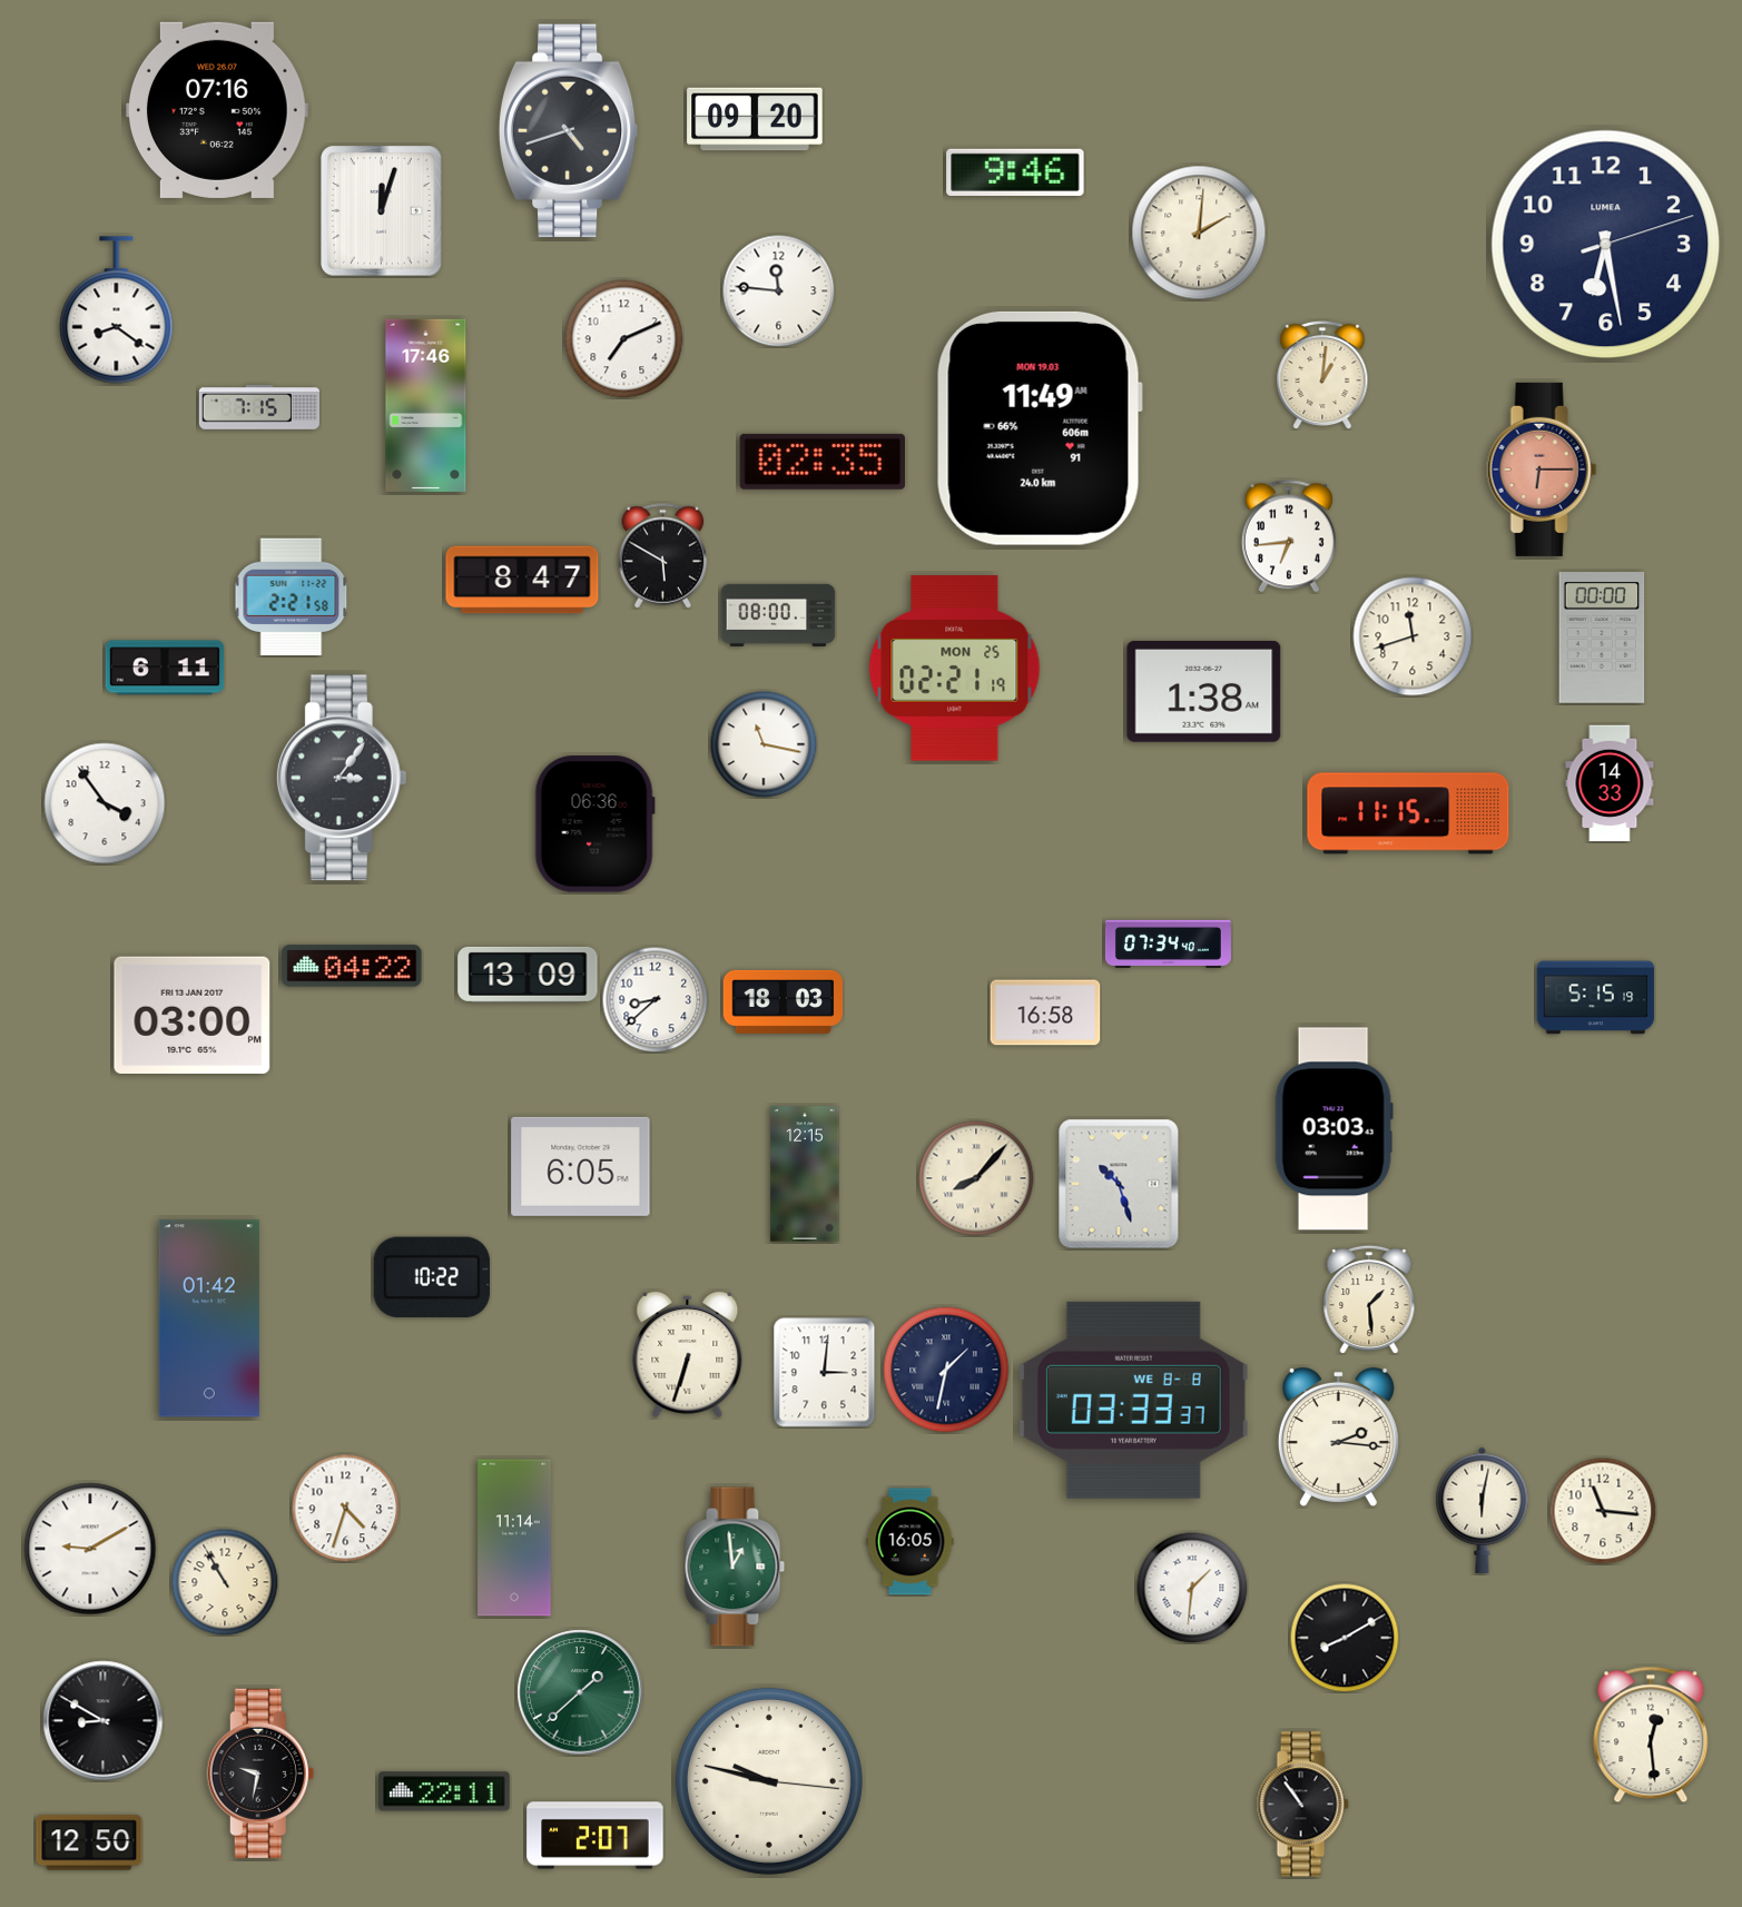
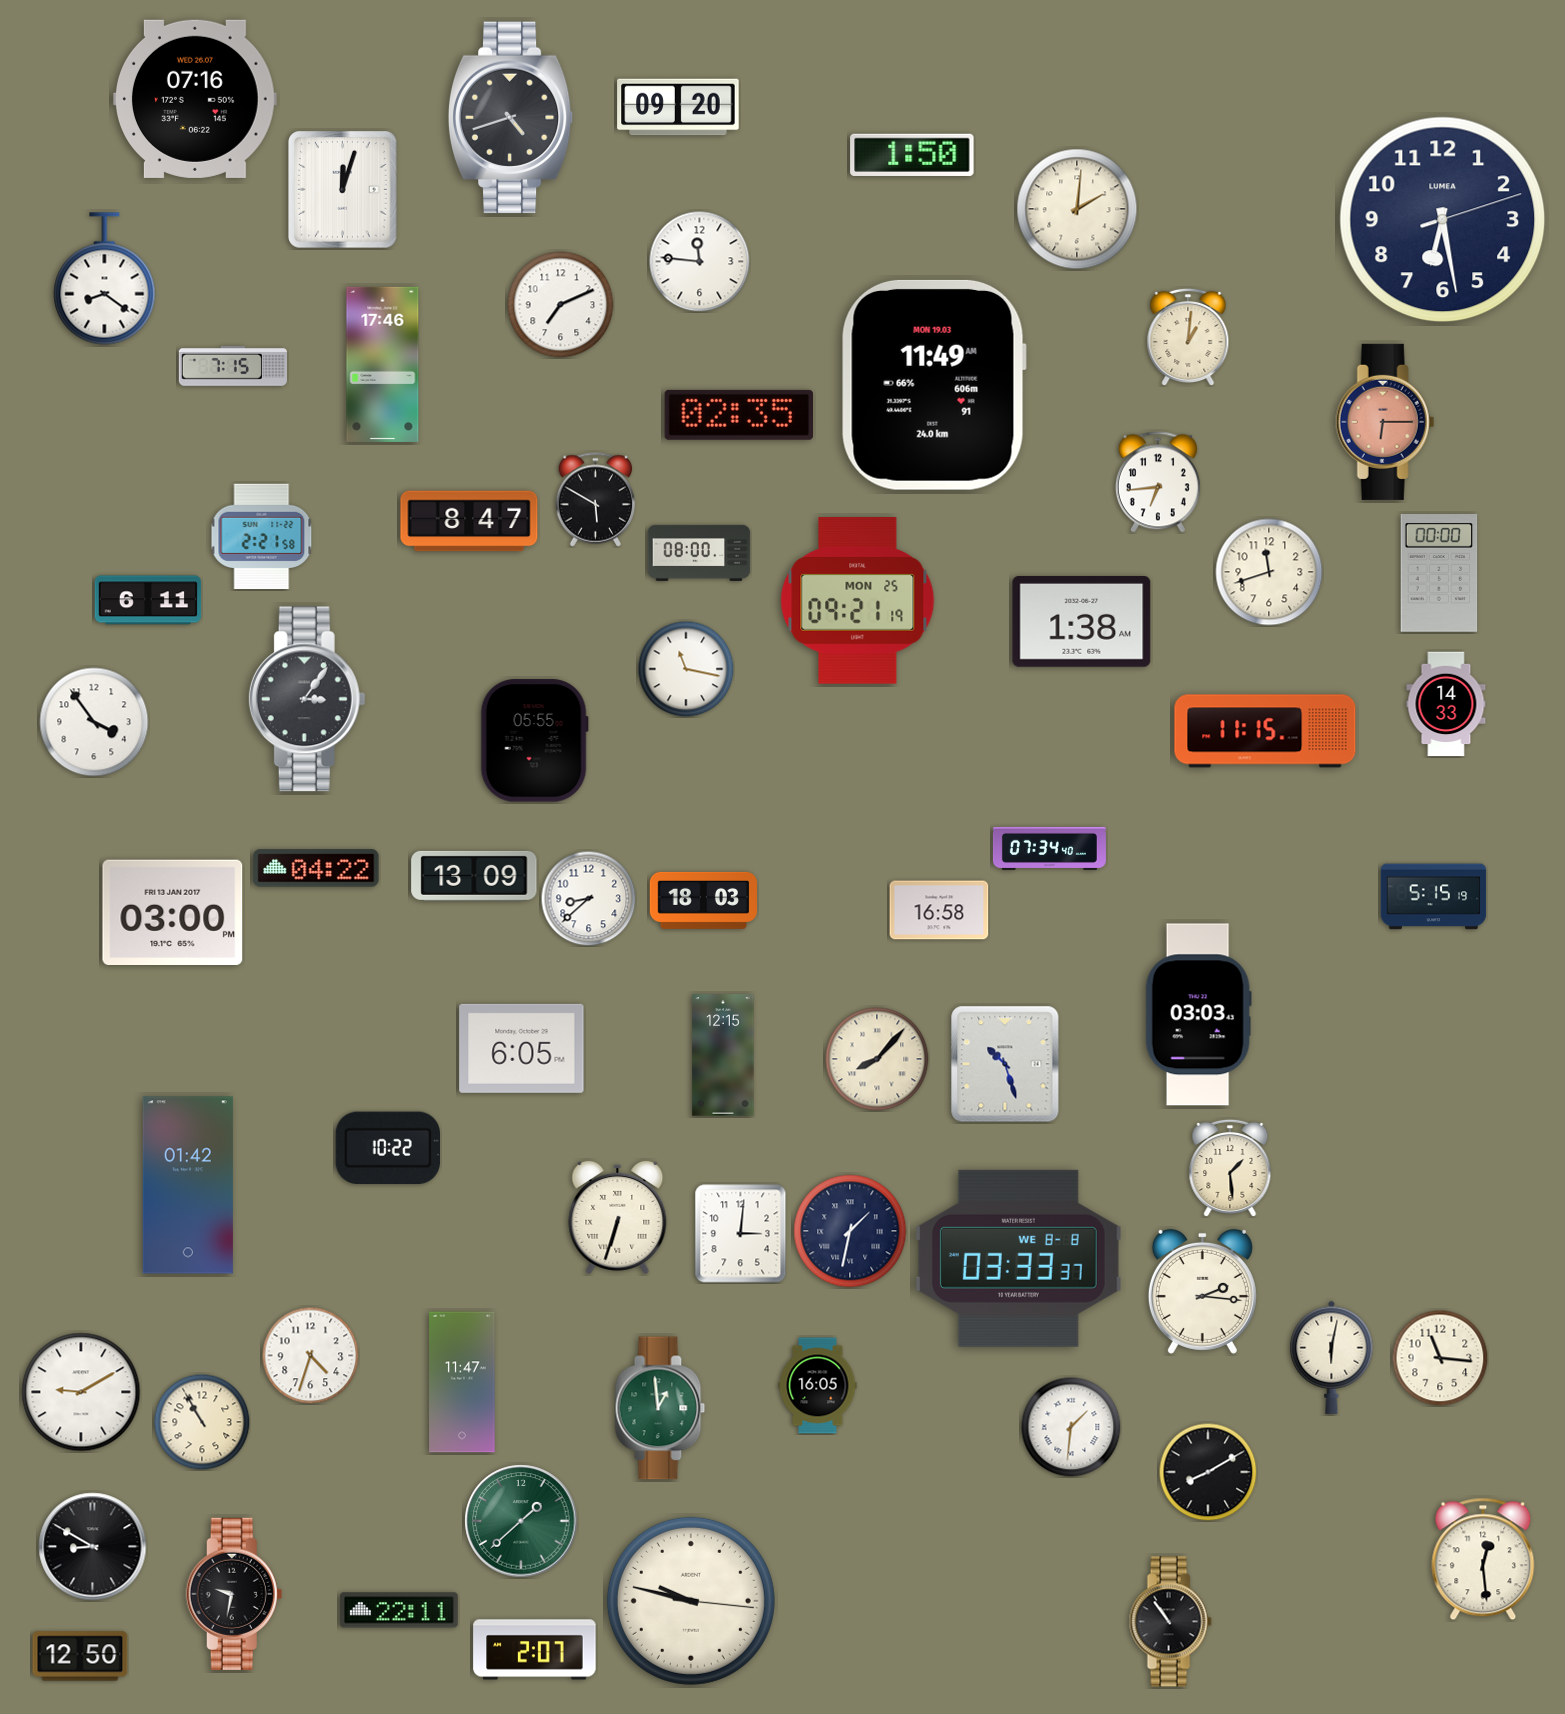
clock at (1015, 172): 9:46 -> 1:50
clock at (955, 669): 02:21 -> 09:21
clock at (594, 824): 06:36 -> 05:55
clock at (514, 1538): 11:14 -> 11:47
